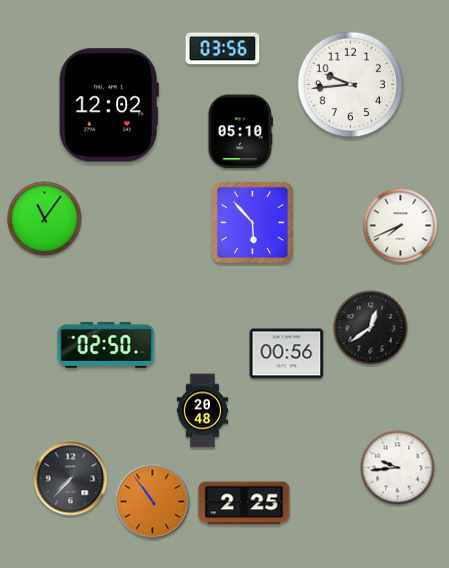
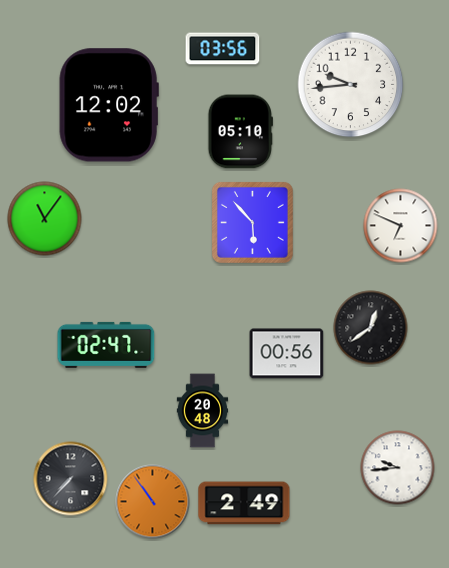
clock at (401, 226): 7:41 -> 6:49
clock at (106, 345): 02:50 -> 02:47
clock at (244, 503): 2:25 -> 2:49
